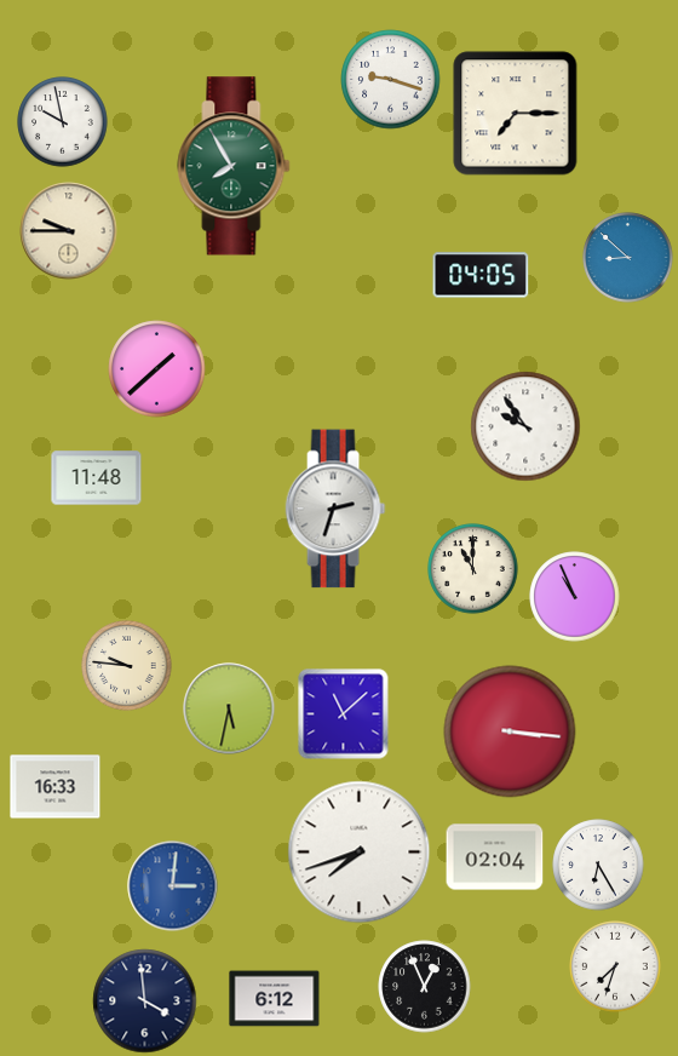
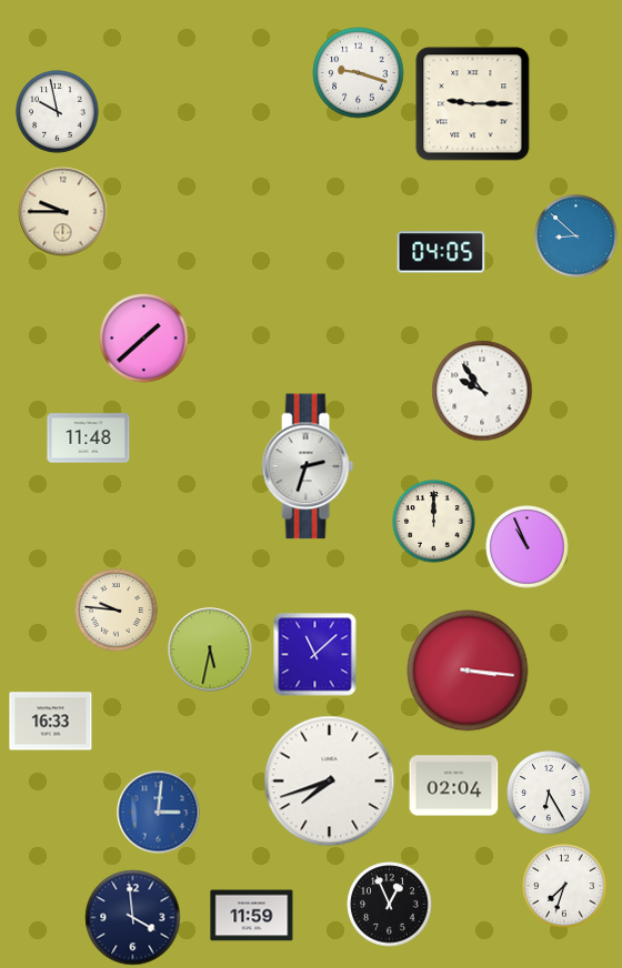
clock at (516, 114): 7:15 -> 9:15
clock at (234, 166): 7:55 -> none
clock at (473, 569): 11:00 -> 12:00
clock at (275, 999): 6:12 -> 11:59
